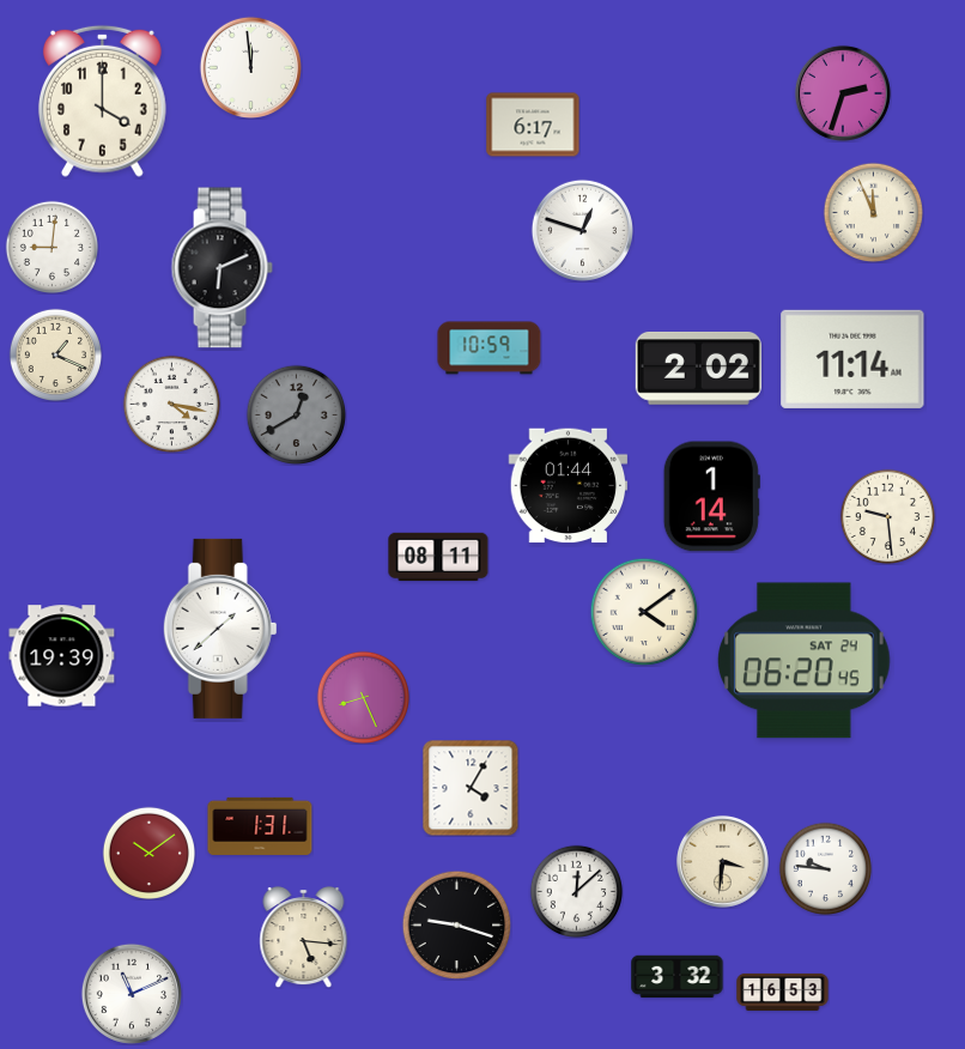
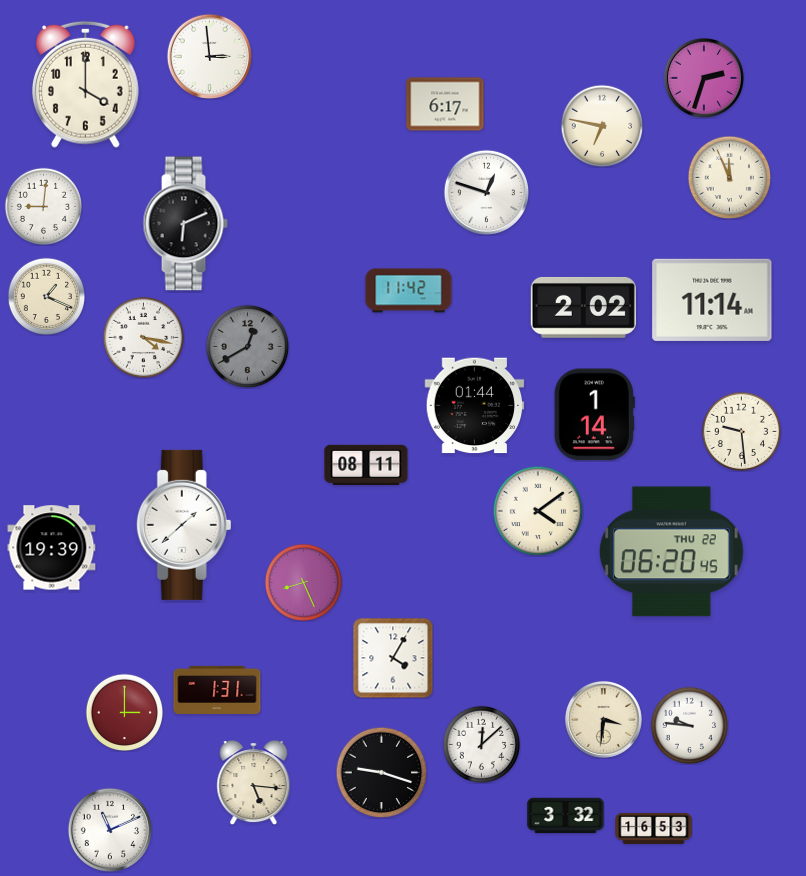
clock at (250, 67): 11:59 -> 2:59
clock at (602, 126): none -> 6:47
clock at (490, 348): 10:59 -> 11:42
clock at (805, 661) date: SAT 24 -> THU 22
clock at (148, 853): 10:09 -> 3:00
